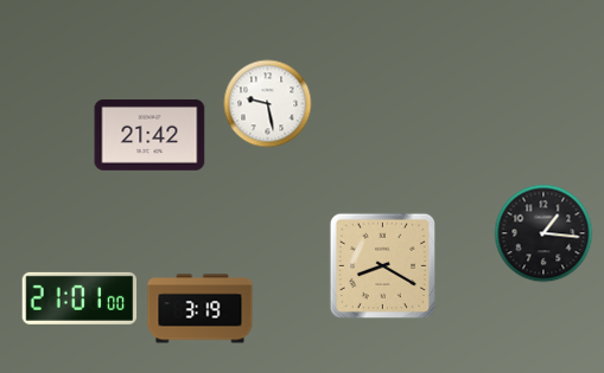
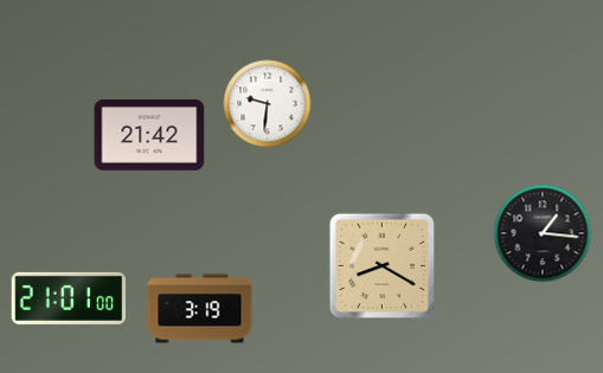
clock at (268, 104): 9:28 -> 9:31
clock at (80, 298) position: (80, 298) -> (69, 298)
